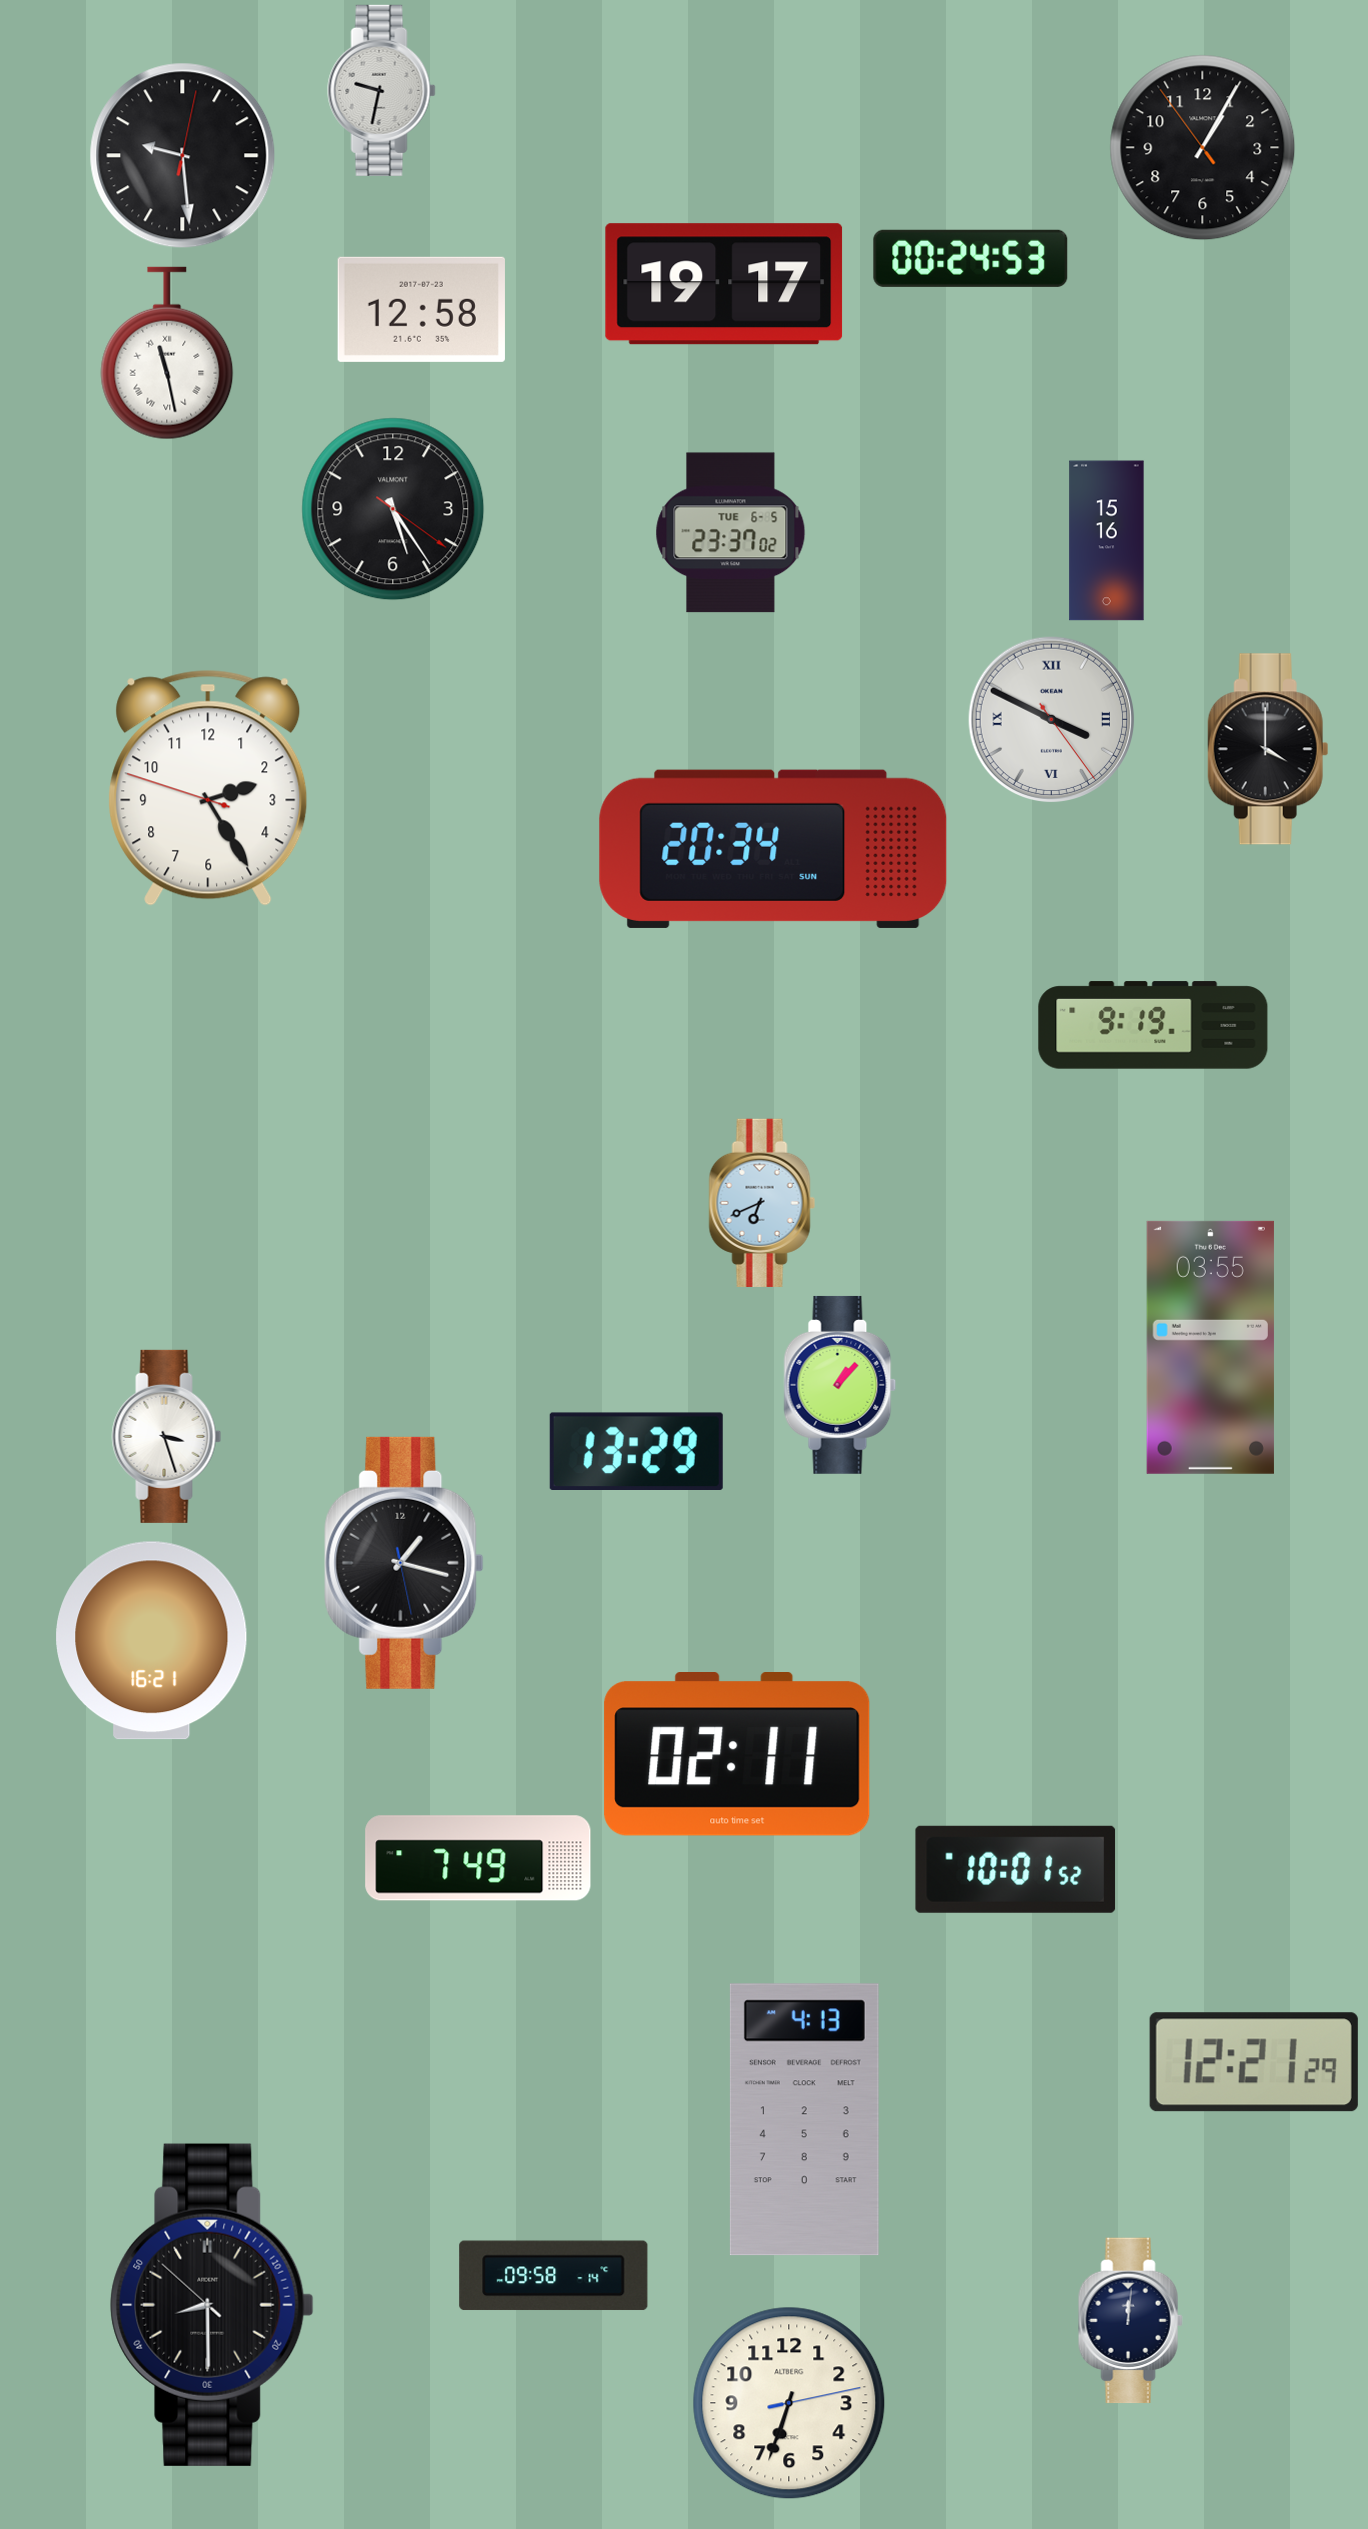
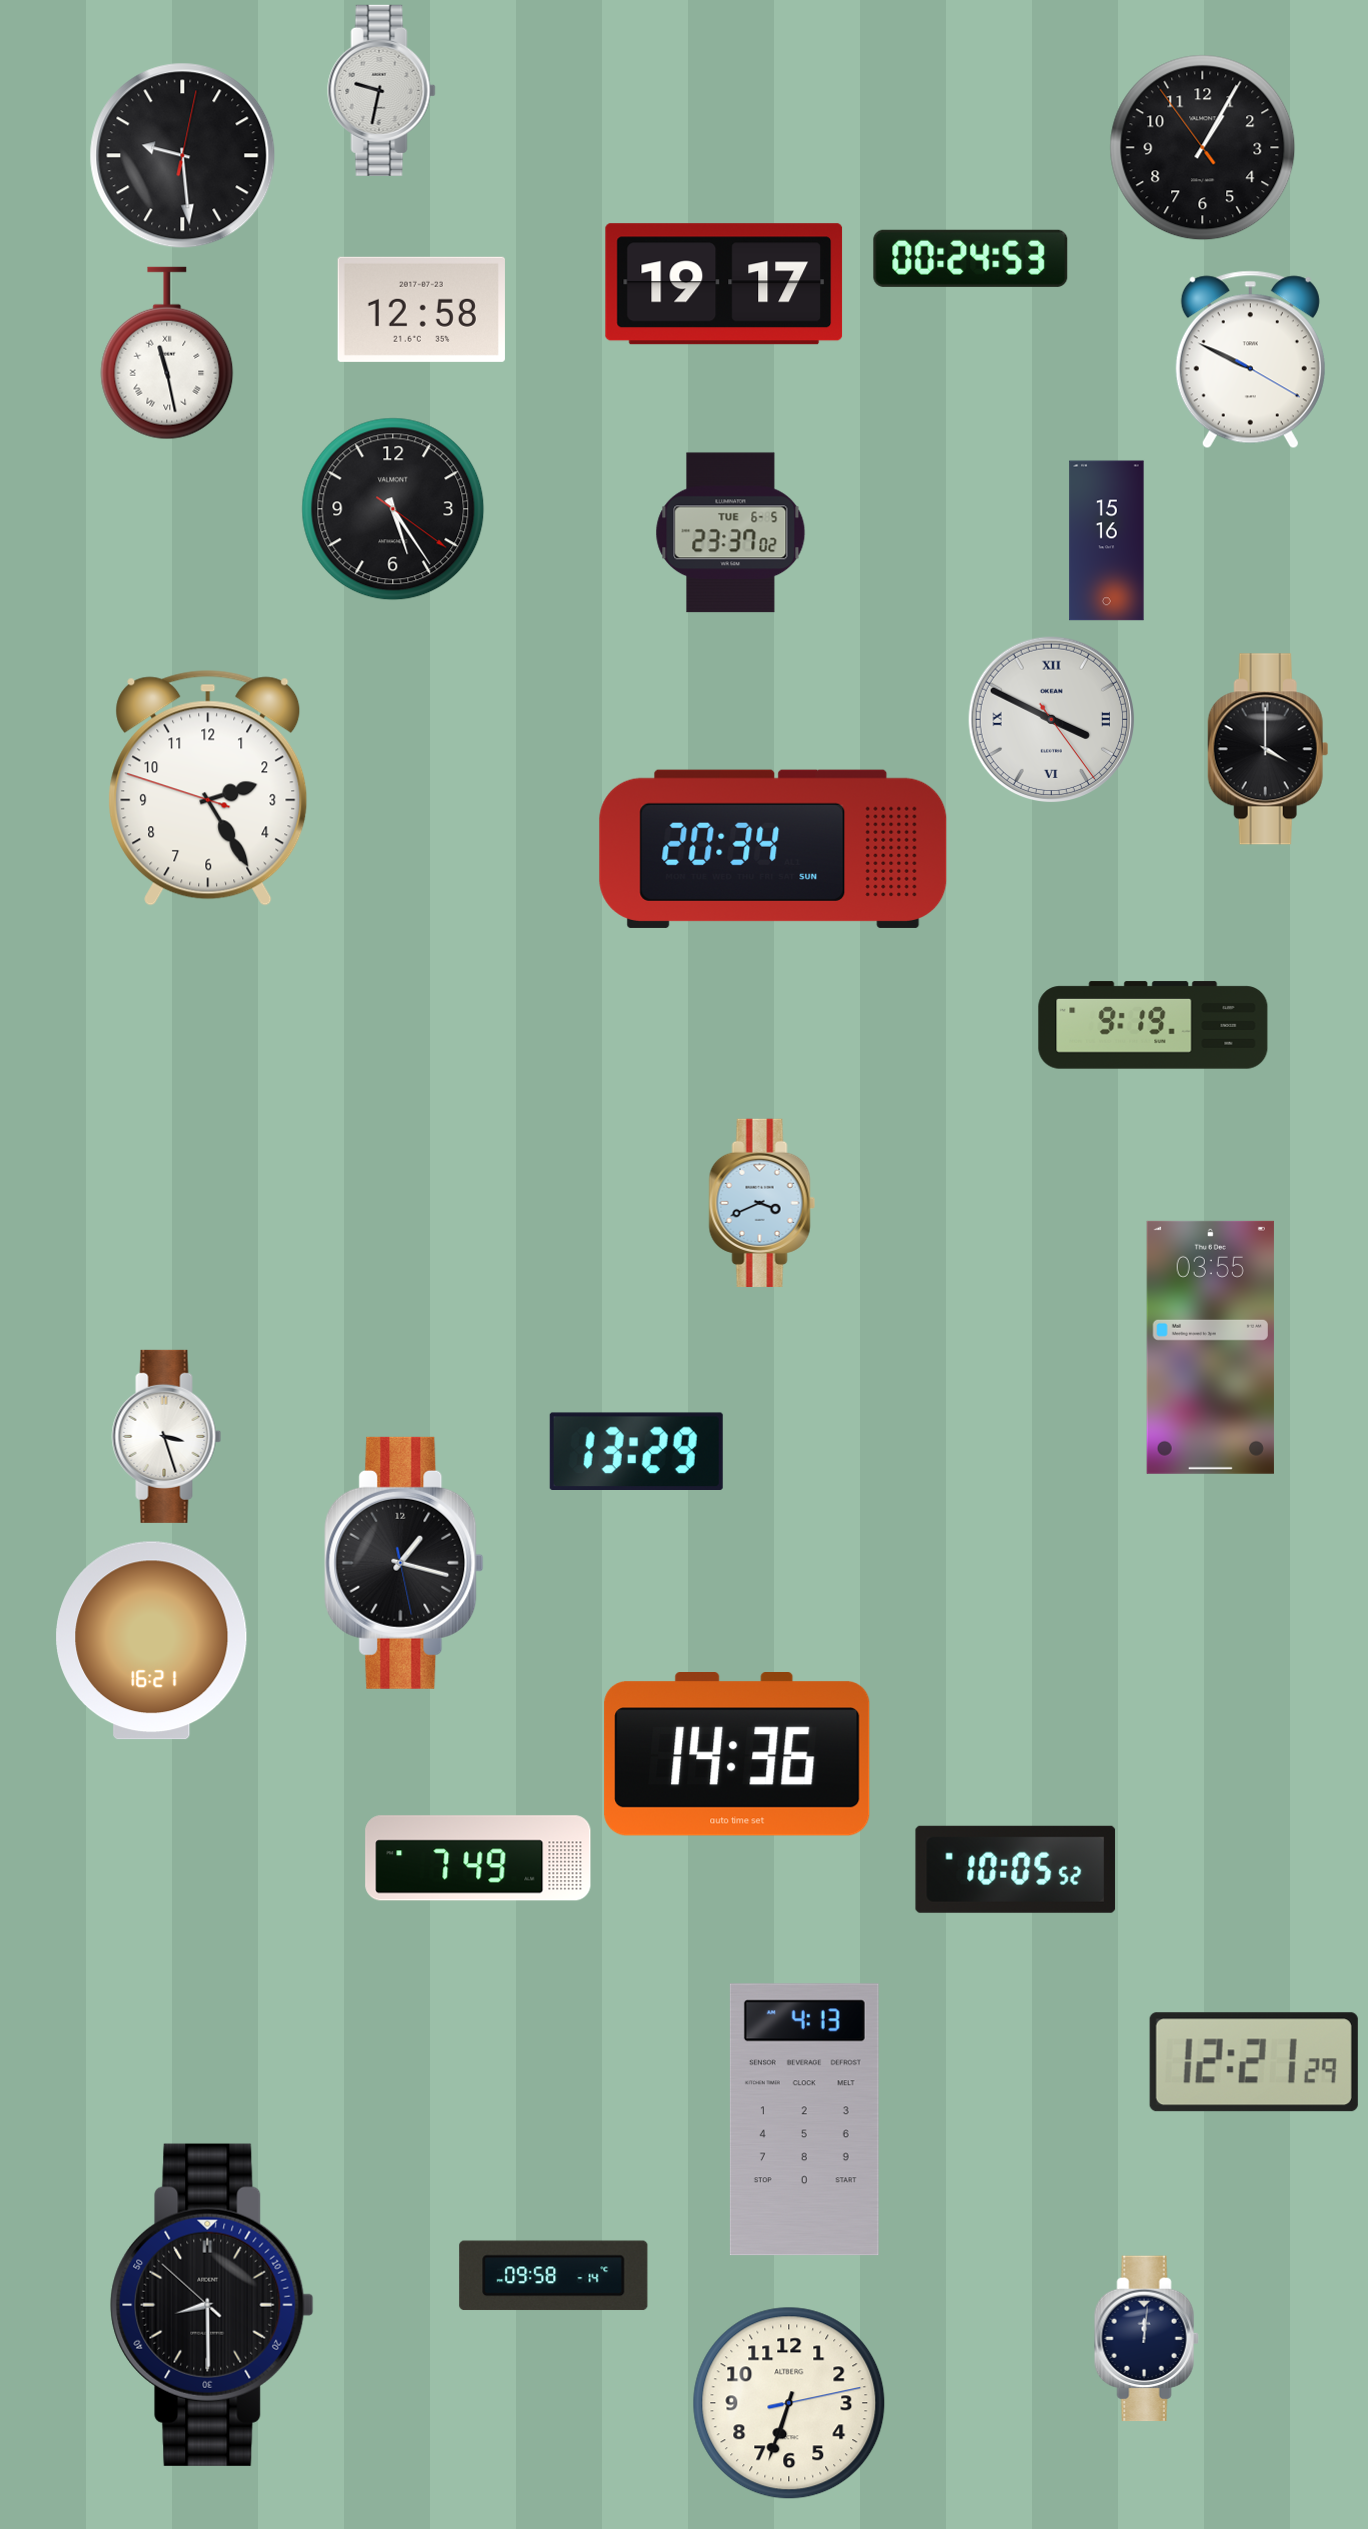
clock at (1250, 360): none -> 9:49
clock at (762, 1203): 6:41 -> 3:41
clock at (840, 1385): 1:07 -> none
clock at (737, 1755): 02:11 -> 14:36
clock at (1016, 1869): 10:01 -> 10:05
clock at (1130, 2321) position: (1130, 2321) -> (1146, 2339)
